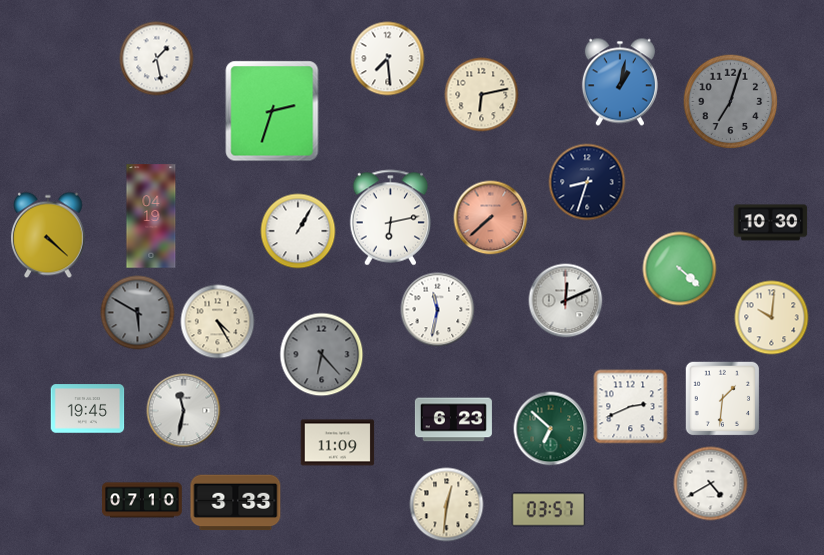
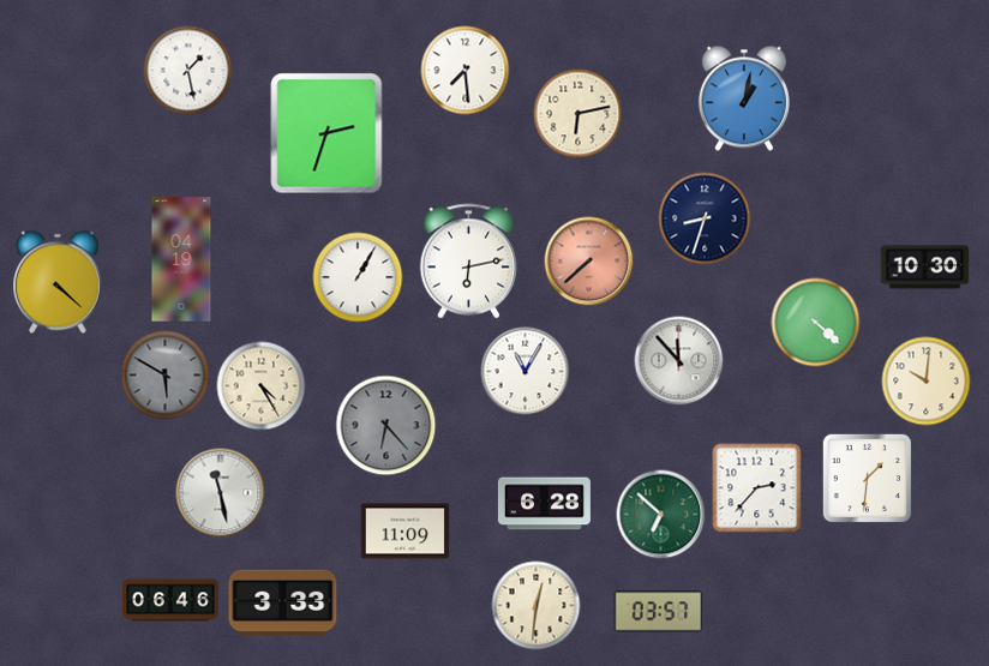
clock at (731, 102): 7:03 -> none
clock at (566, 301): 12:11 -> 11:53
clock at (438, 310): 11:32 -> 11:05
clock at (631, 407): 2:41 -> 2:37
clock at (88, 409): 19:45 -> none
clock at (184, 411): 11:32 -> 11:28
clock at (453, 420): 6:23 -> 6:28
clock at (711, 484): 4:40 -> none
clock at (142, 500): 07:10 -> 06:46
